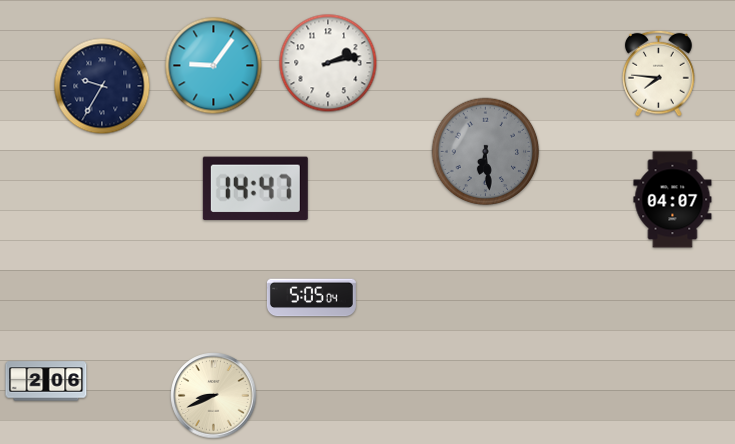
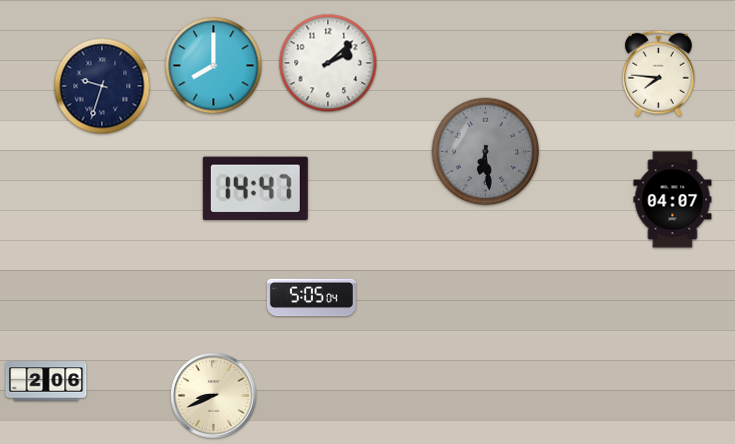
clock at (328, 63): 2:13 -> 2:08
clock at (214, 66): 9:06 -> 8:00
clock at (102, 86): 9:35 -> 9:33
